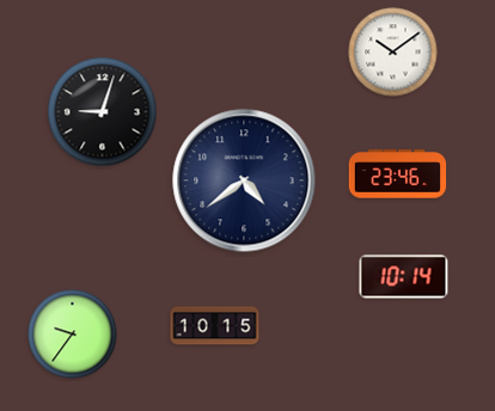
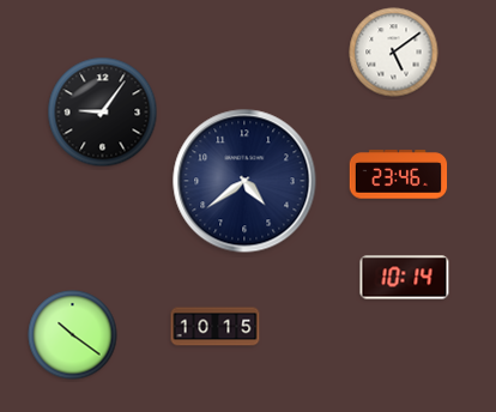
clock at (393, 53): 10:09 -> 5:09
clock at (103, 112): 9:03 -> 9:06
clock at (73, 335): 9:36 -> 10:21
